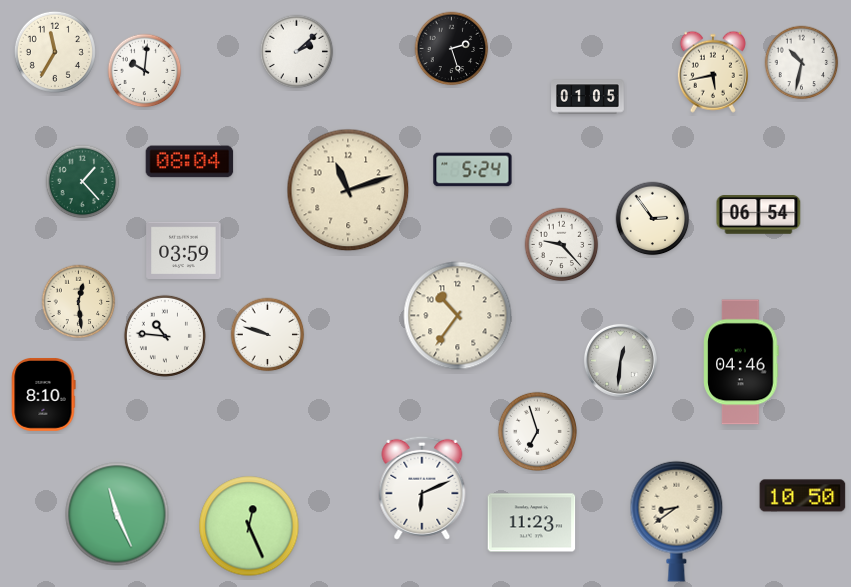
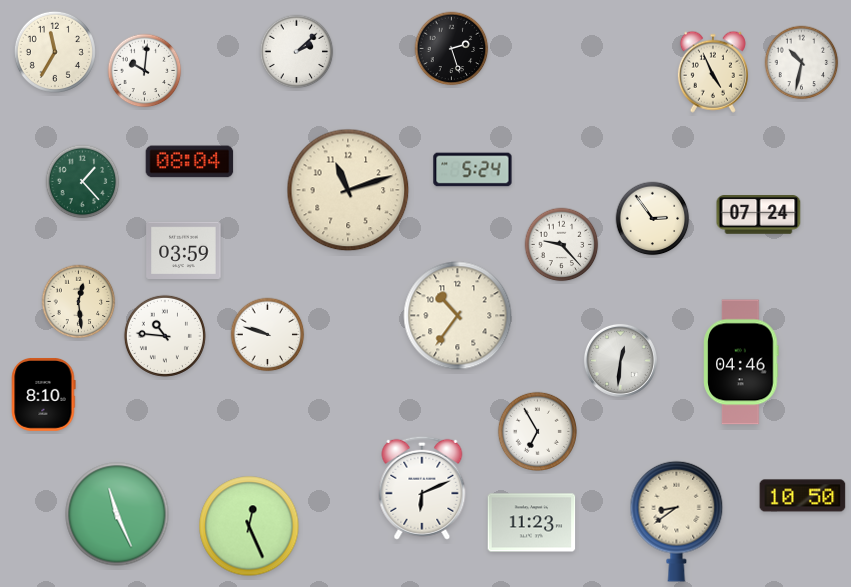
clock at (713, 72): 5:43 -> 4:56
clock at (588, 97): 01:05 -> none
clock at (759, 215): 06:54 -> 07:24
clock at (537, 431): 6:57 -> 6:55
